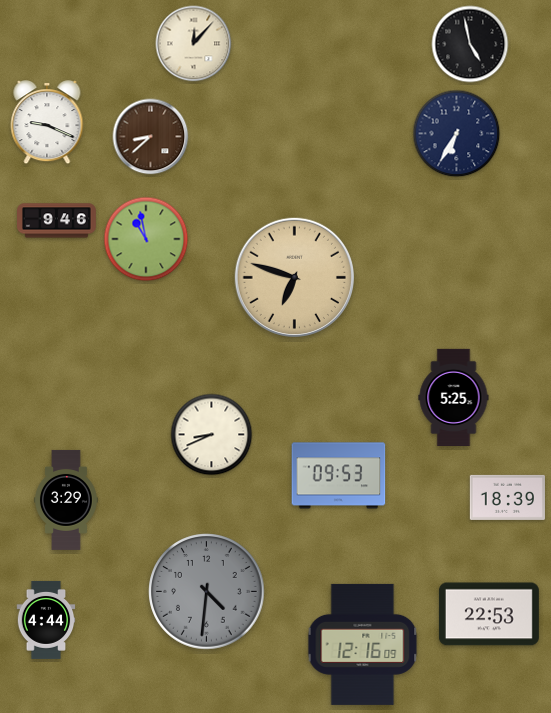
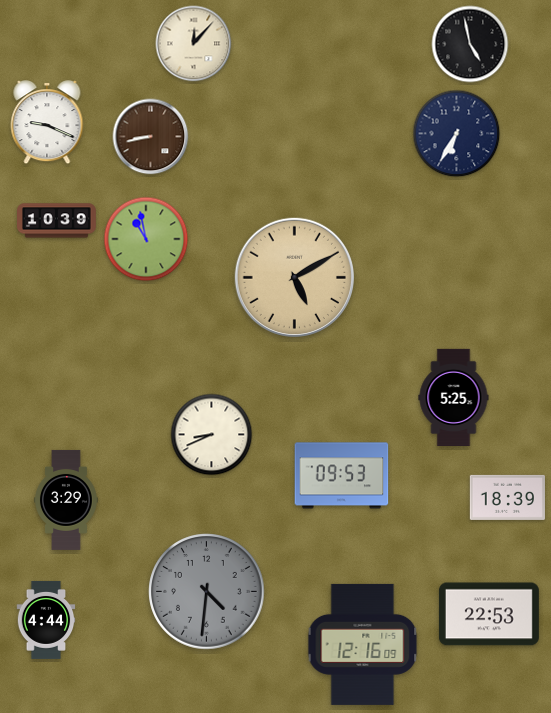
clock at (151, 137): 8:38 -> 8:43
clock at (57, 221): 9:46 -> 10:39
clock at (294, 277): 6:48 -> 5:10
clock at (339, 476) position: (339, 476) -> (342, 476)
